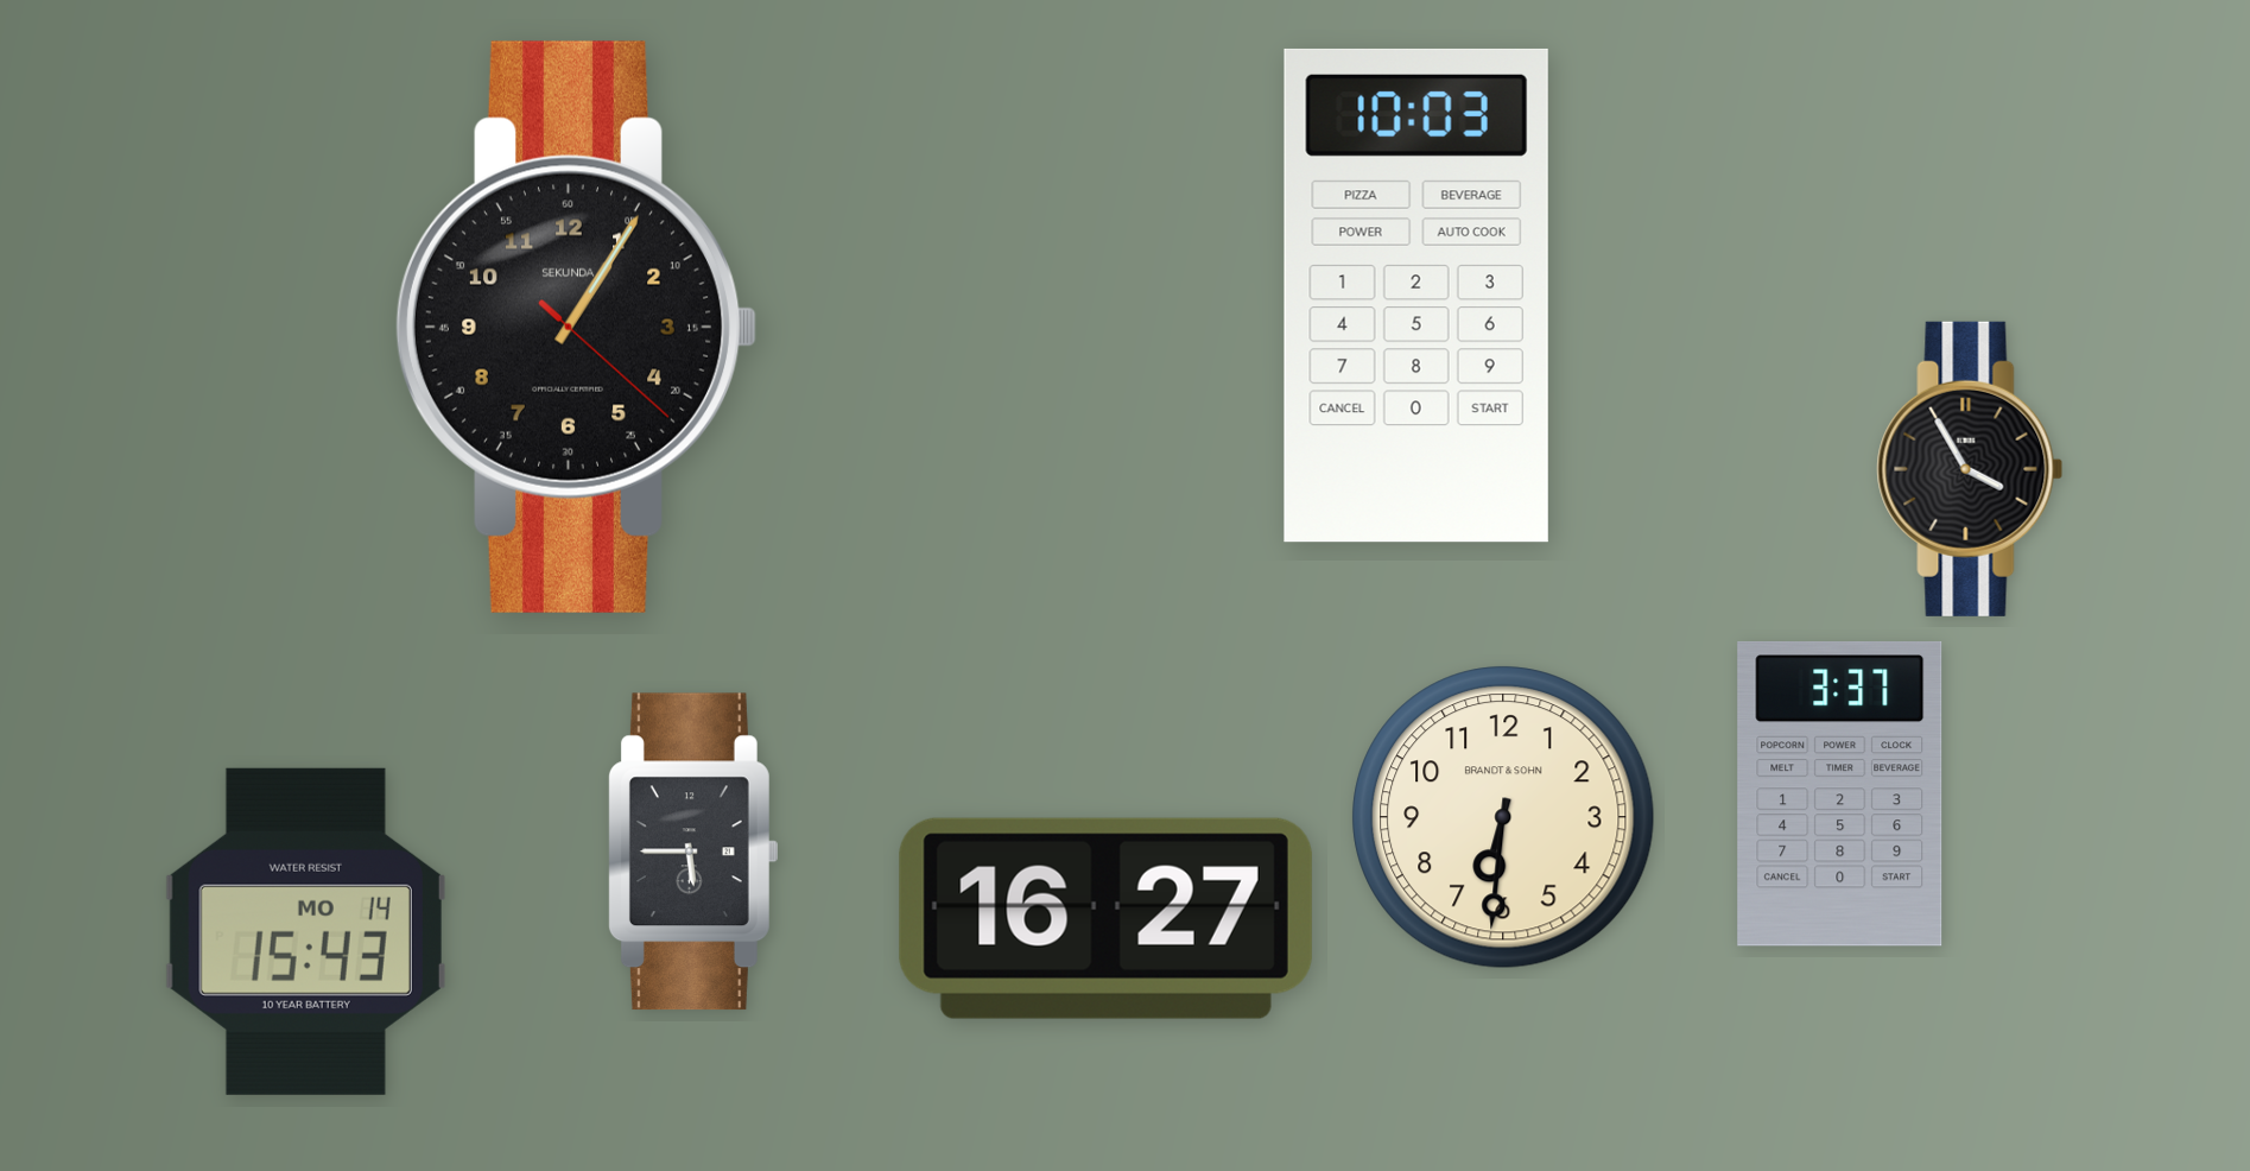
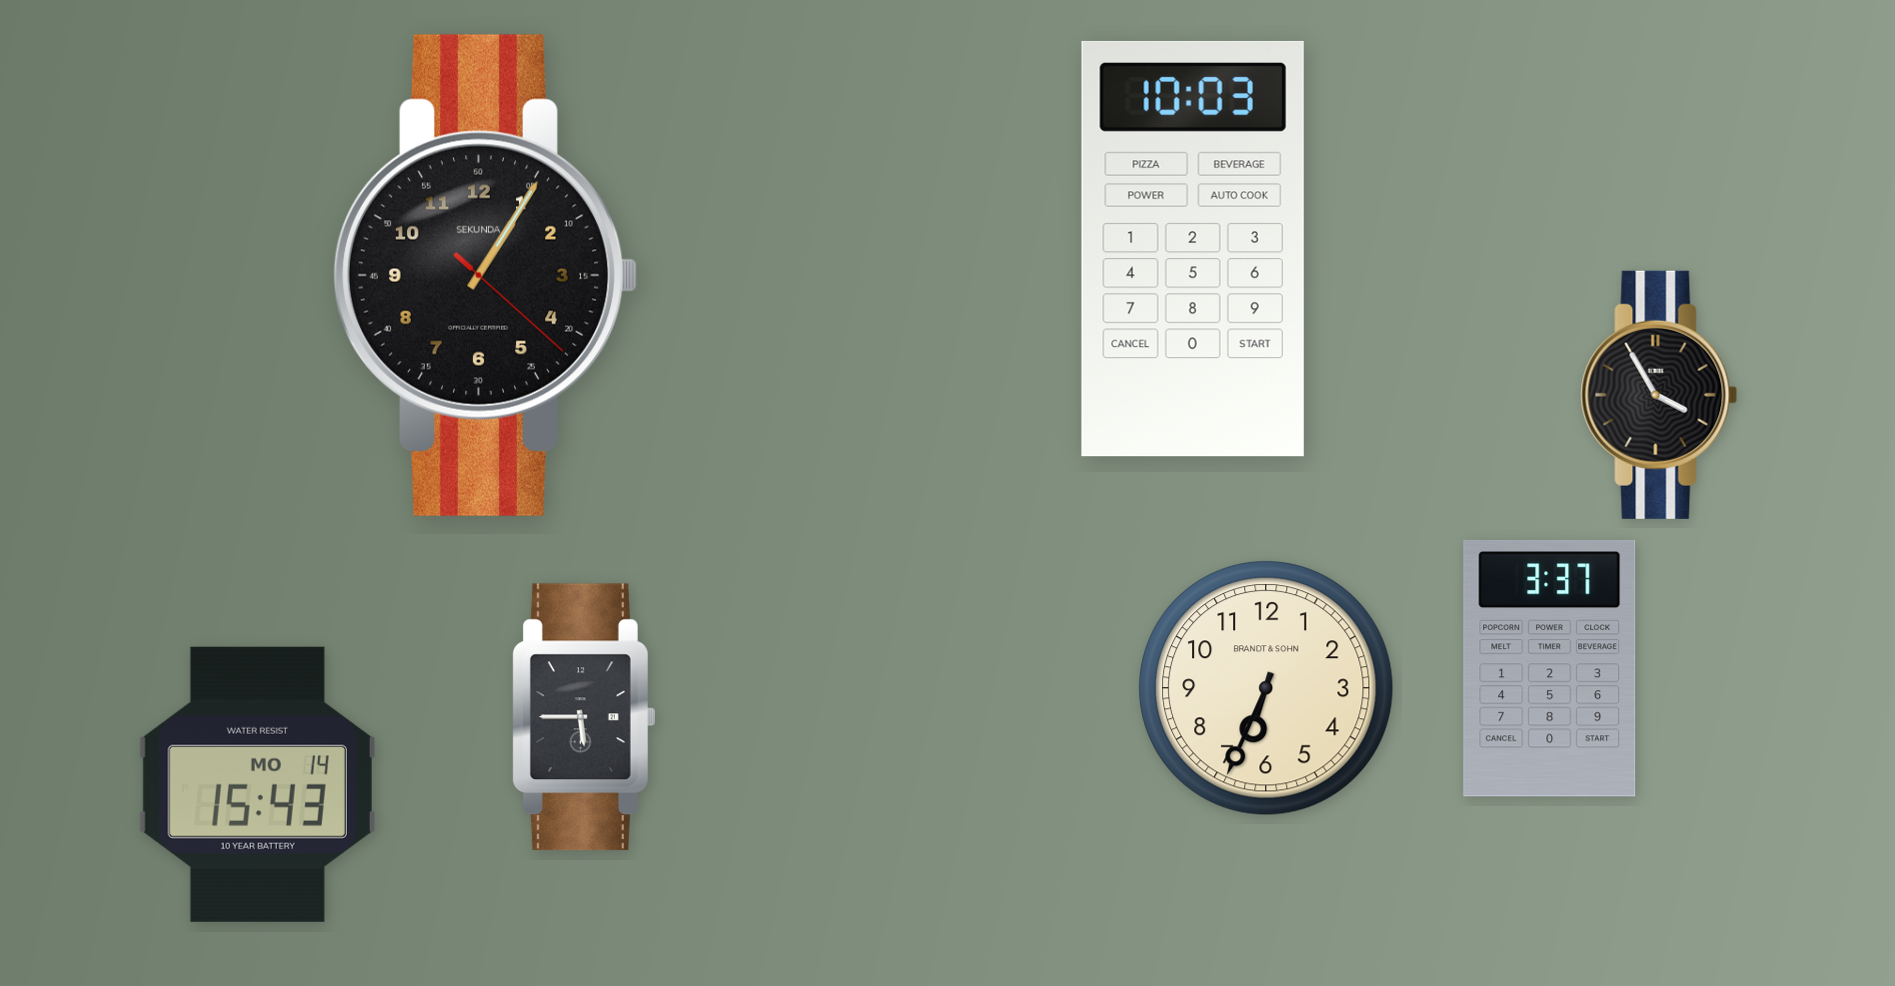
clock at (1503, 817): 6:31 -> 6:34
clock at (1105, 918): 16:27 -> none
